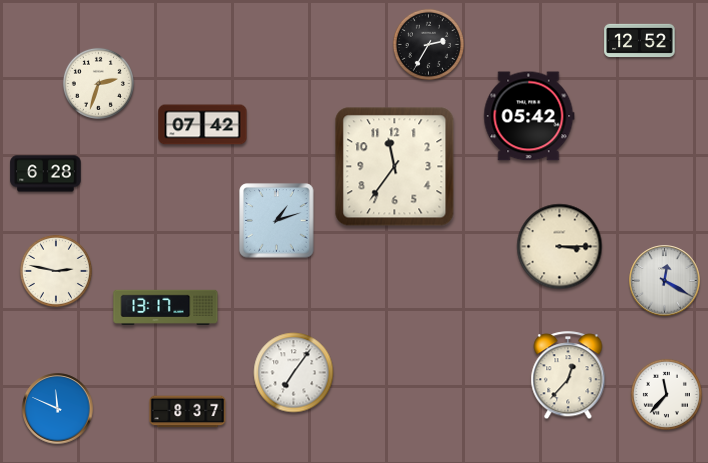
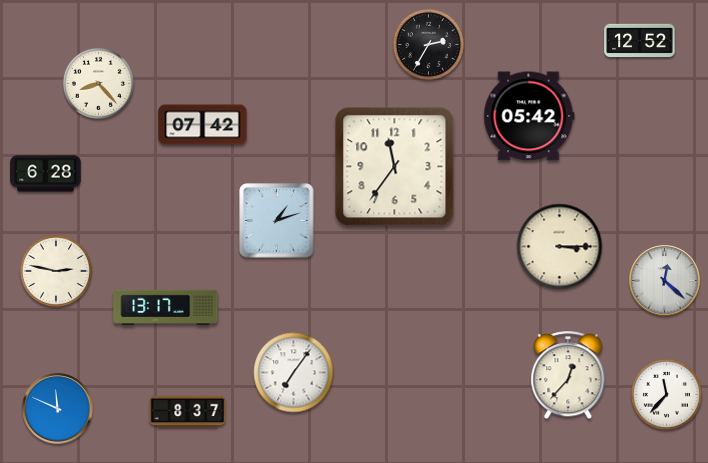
clock at (98, 83): 2:33 -> 8:23
clock at (665, 281): 12:20 -> 12:22
